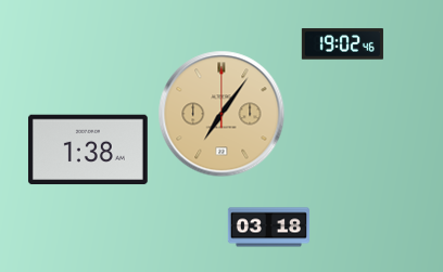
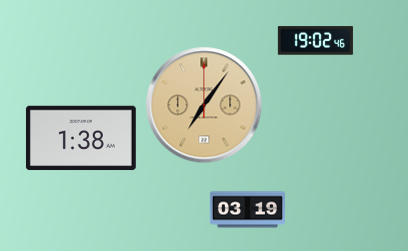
clock at (268, 228): 03:18 -> 03:19
